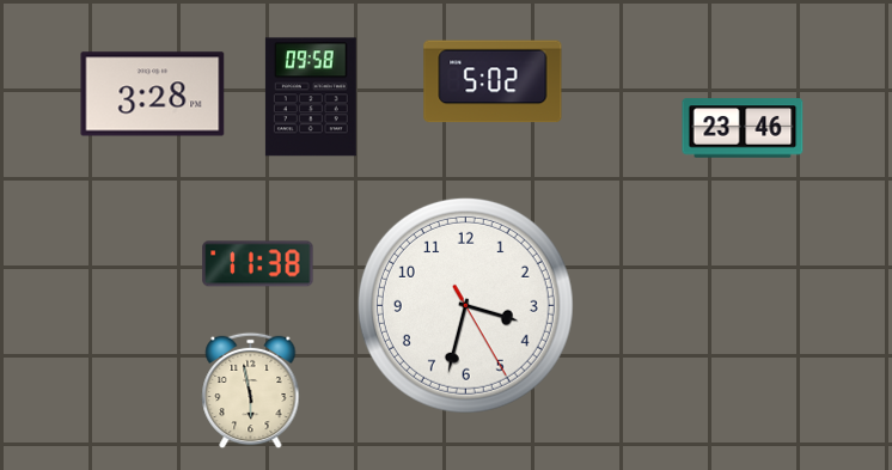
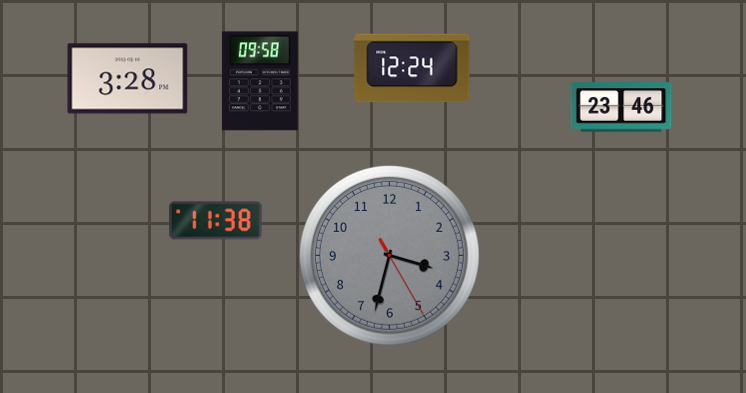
clock at (493, 81): 5:02 -> 12:24
clock at (465, 305) dial: white -> grey
clock at (251, 391): 5:58 -> none
